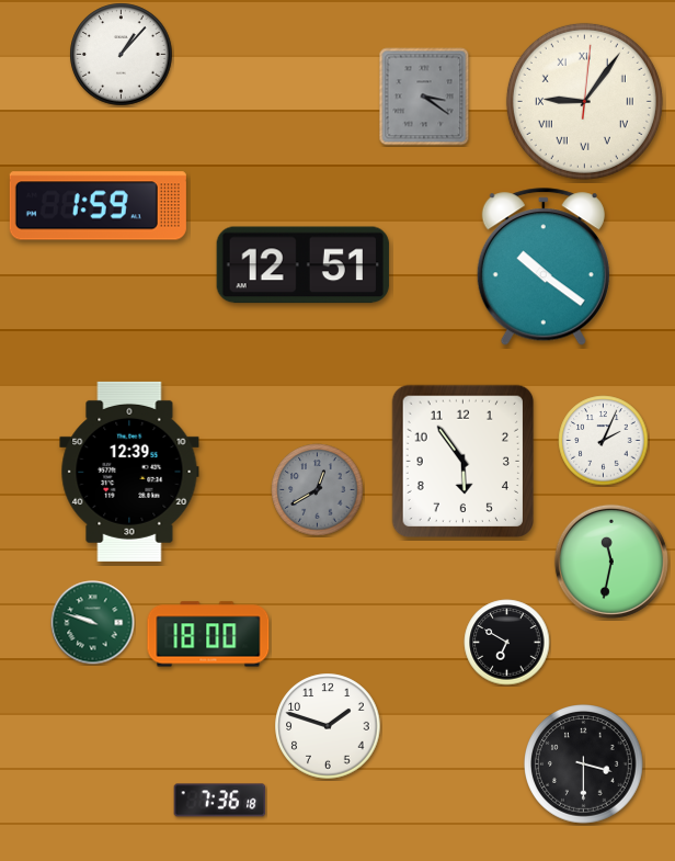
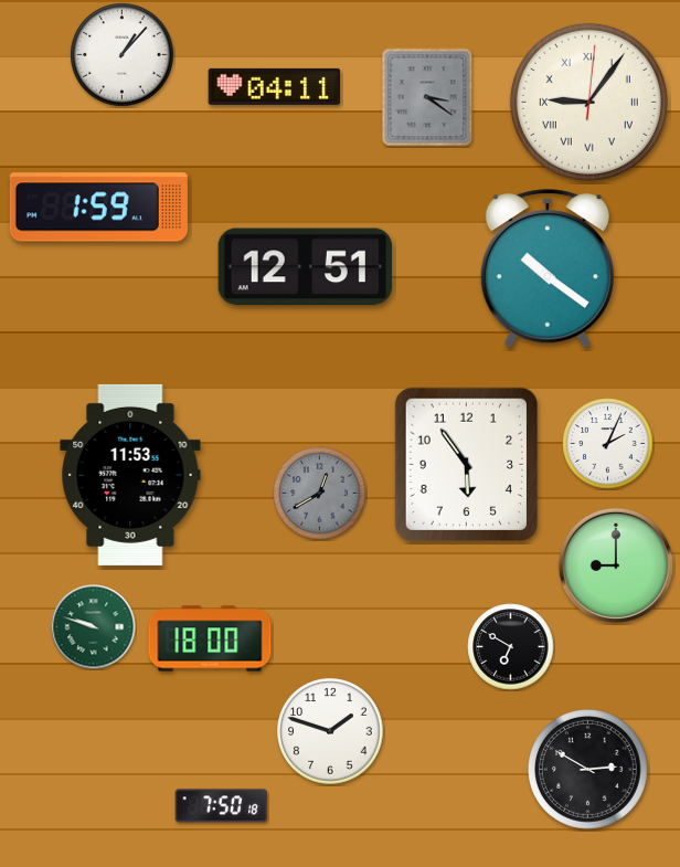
clock at (275, 86): none -> 04:11
clock at (129, 472): 12:39 -> 11:53
clock at (611, 562): 11:32 -> 9:00
clock at (584, 764): 3:30 -> 2:50
clock at (220, 801): 7:36 -> 7:50
